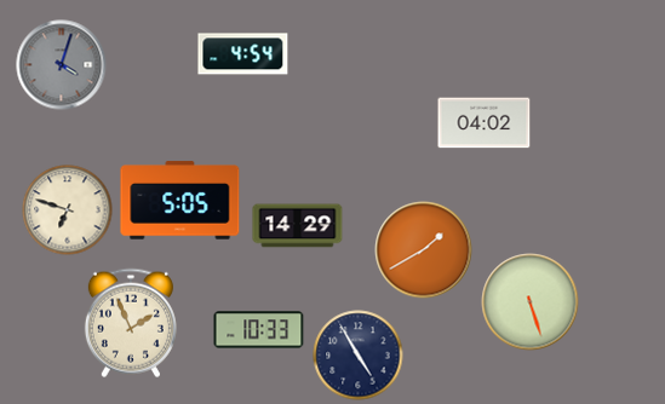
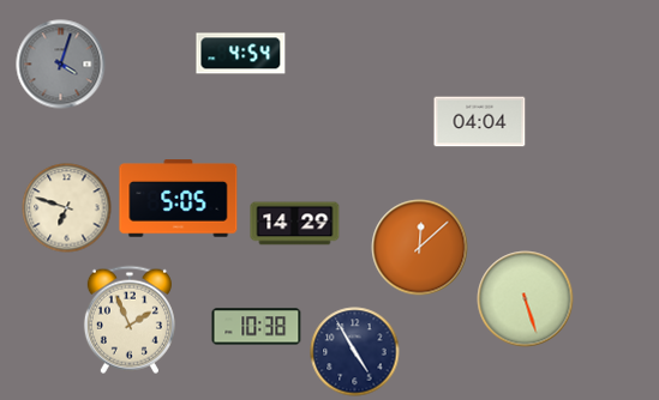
clock at (485, 123): 04:02 -> 04:04
clock at (424, 250): 1:40 -> 12:08
clock at (259, 330): 10:33 -> 10:38
